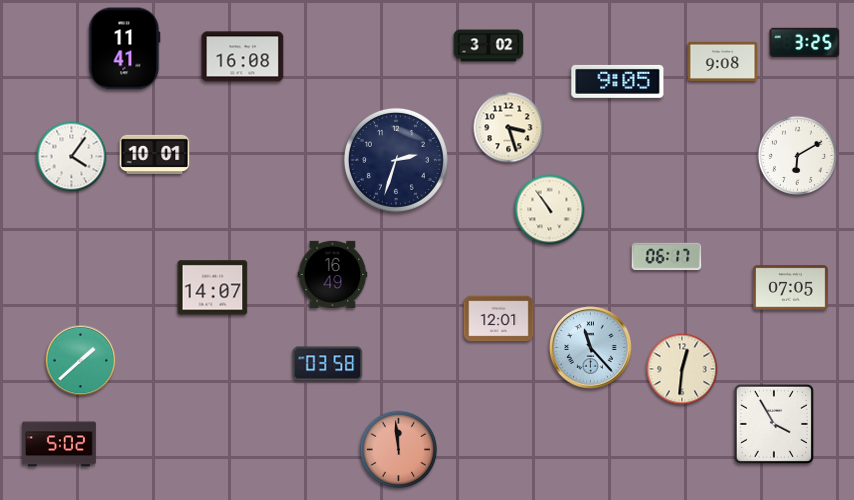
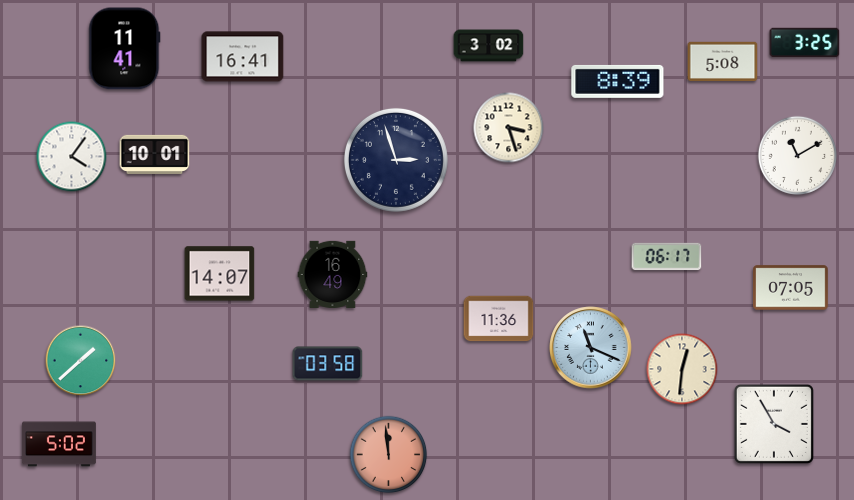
clock at (243, 57): 16:08 -> 16:41
clock at (723, 62): 9:08 -> 5:08
clock at (618, 81): 9:05 -> 8:39
clock at (797, 155): 6:10 -> 11:10
clock at (396, 160): 2:33 -> 2:57
clock at (550, 210): 10:54 -> none
clock at (213, 288) position: (213, 288) -> (220, 274)
clock at (499, 319): 12:01 -> 11:36
clock at (591, 348): 11:23 -> 11:19
clock at (399, 450) position: (399, 450) -> (389, 455)
